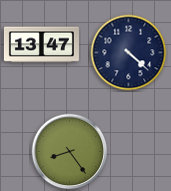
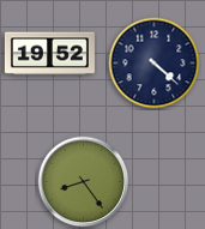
clock at (41, 45): 13:47 -> 19:52
